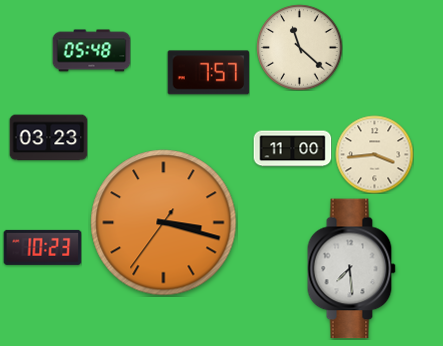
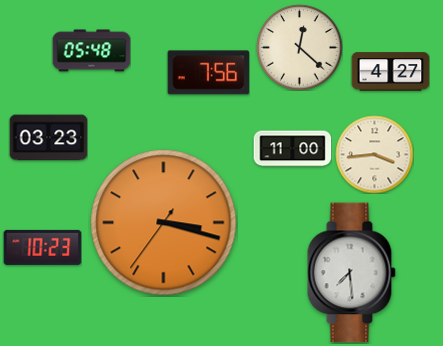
clock at (299, 47): 11:22 -> 12:22
clock at (390, 72): none -> 4:27
clock at (208, 73): 7:57 -> 7:56
clock at (351, 269) position: (351, 269) -> (351, 273)
